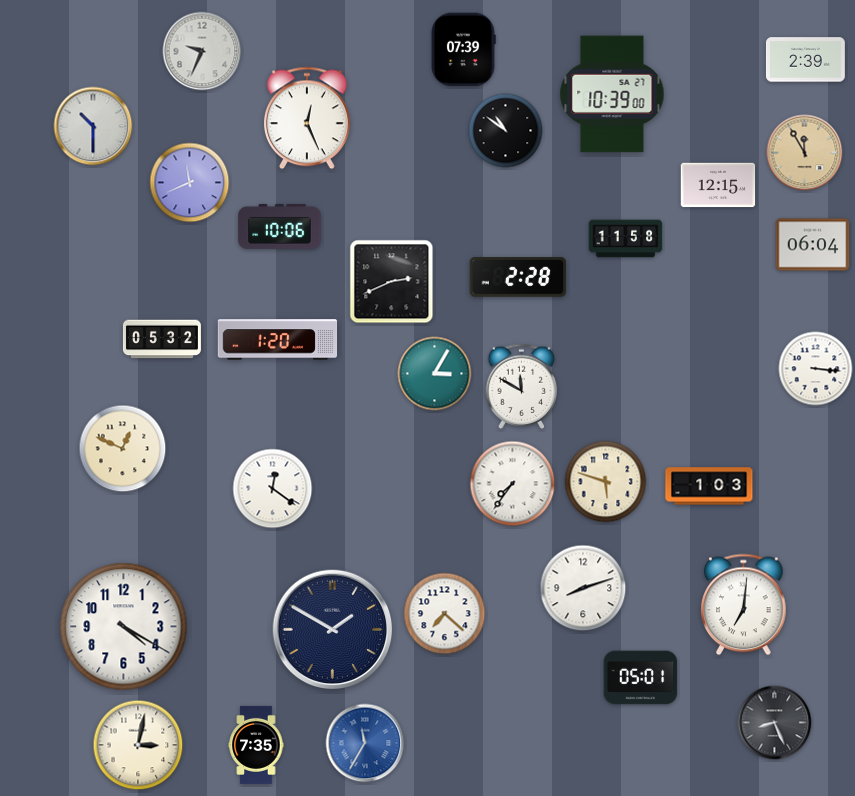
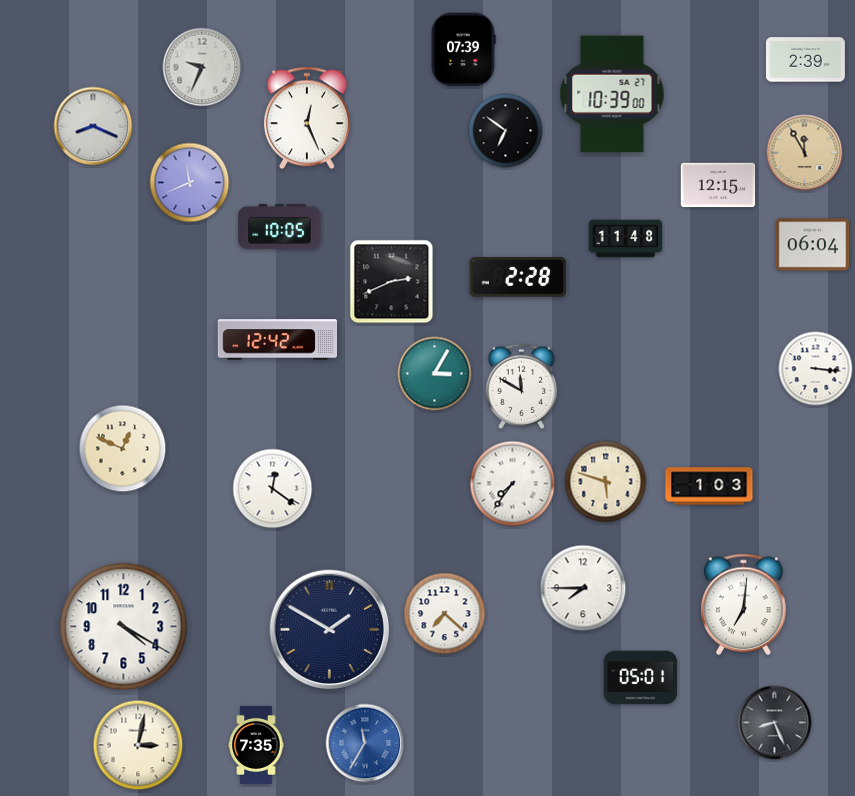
clock at (202, 51) position: (202, 51) -> (202, 67)
clock at (93, 126): 10:30 -> 8:19
clock at (506, 131): 10:51 -> 6:51
clock at (280, 226): 10:06 -> 10:05
clock at (626, 239): 11:58 -> 11:48
clock at (162, 339): 05:32 -> none
clock at (278, 340): 1:20 -> 12:42
clock at (583, 588): 8:12 -> 7:45
clock at (333, 630) position: (333, 630) -> (330, 630)
